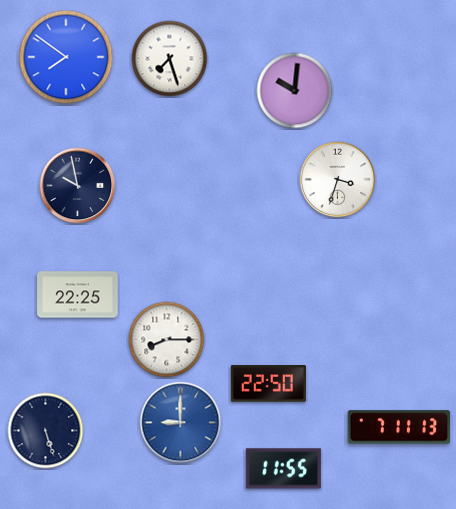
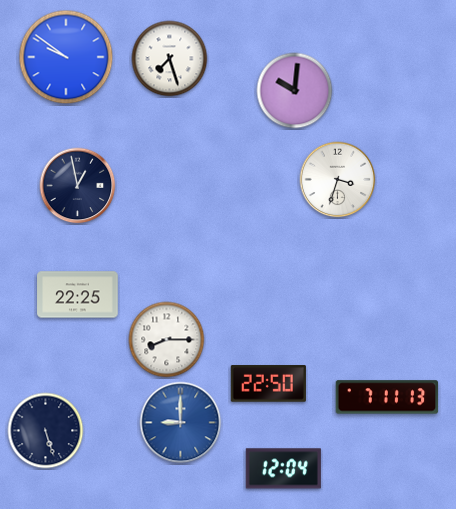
clock at (66, 57): 7:51 -> 9:51
clock at (78, 186): 9:58 -> 12:58
clock at (399, 427) position: (399, 427) -> (387, 397)
clock at (283, 469): 11:55 -> 12:04
